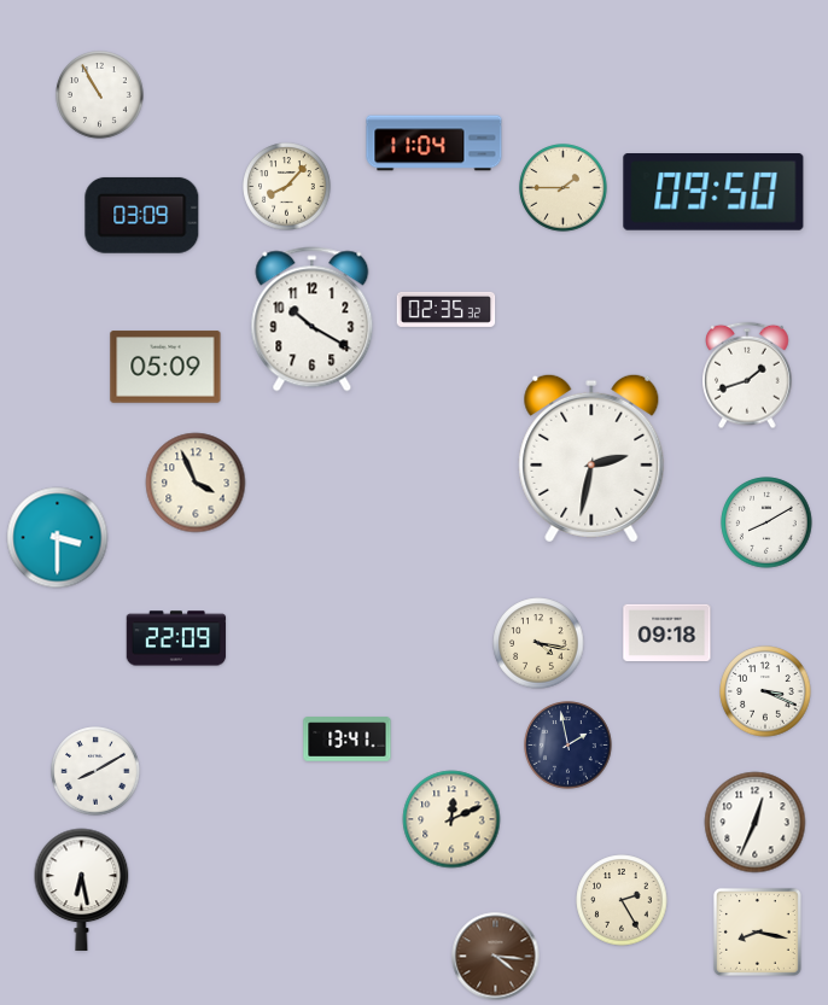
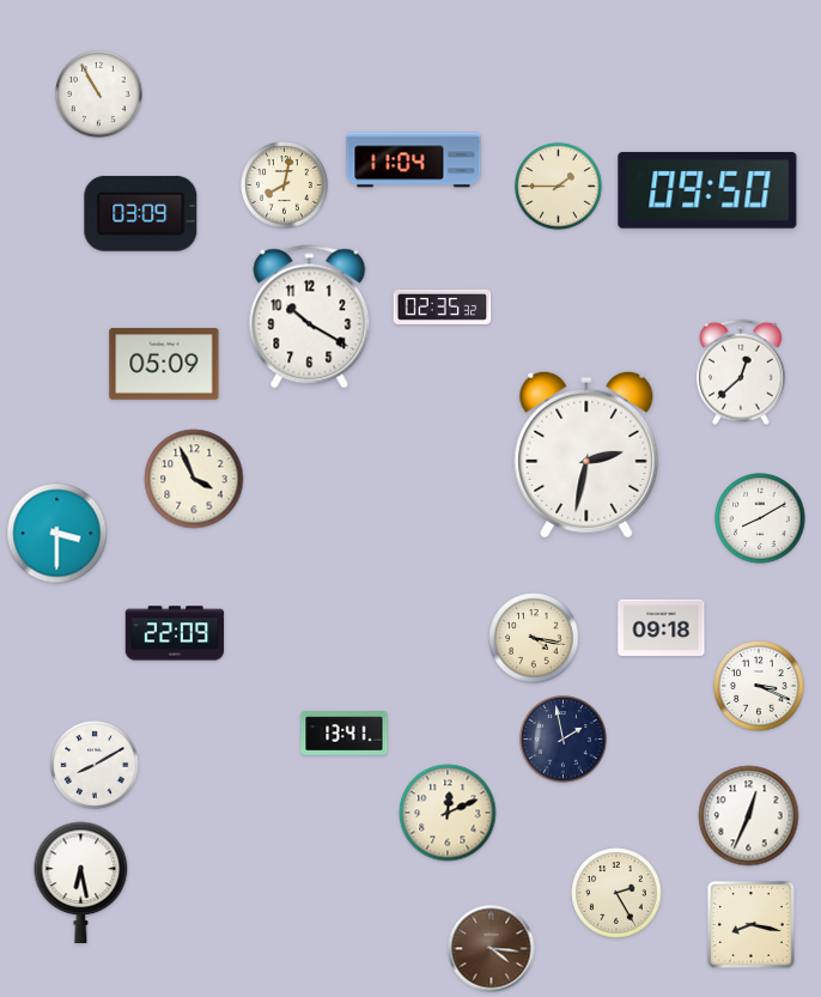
clock at (435, 144) position: (435, 144) -> (414, 160)
clock at (287, 187): 8:07 -> 8:02
clock at (748, 375): 1:42 -> 12:38
